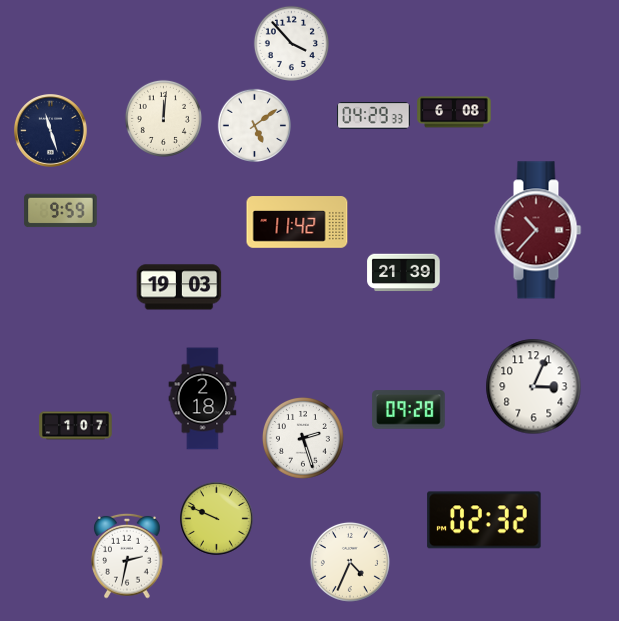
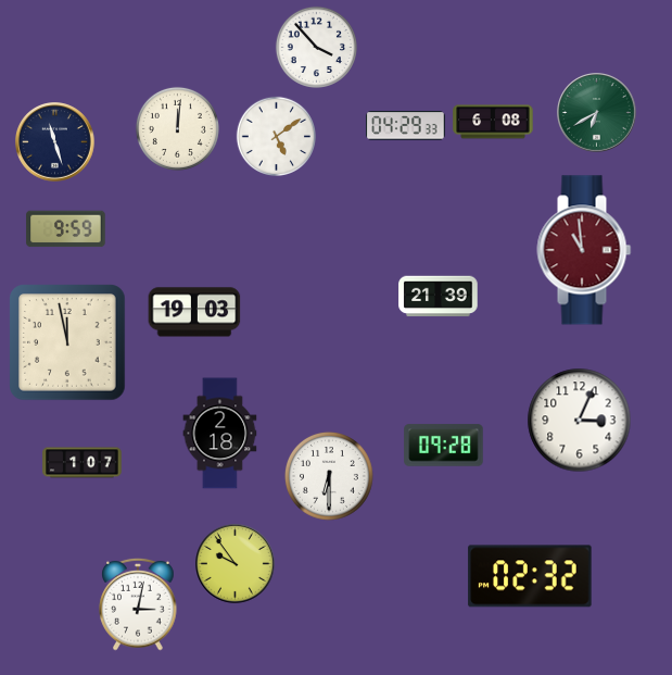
clock at (597, 113): none -> 6:40
clock at (297, 222): 11:42 -> none
clock at (538, 230): 10:37 -> 10:59
clock at (67, 342): none -> 11:58
clock at (303, 438): 2:27 -> 6:30
clock at (217, 519): 9:49 -> 9:54
clock at (484, 520) position: (484, 520) -> (530, 576)
clock at (127, 556): 2:32 -> 3:02
clock at (350, 562): 4:34 -> none
